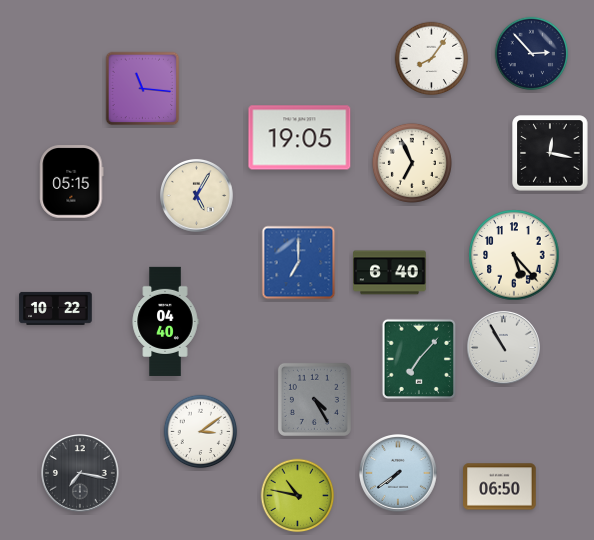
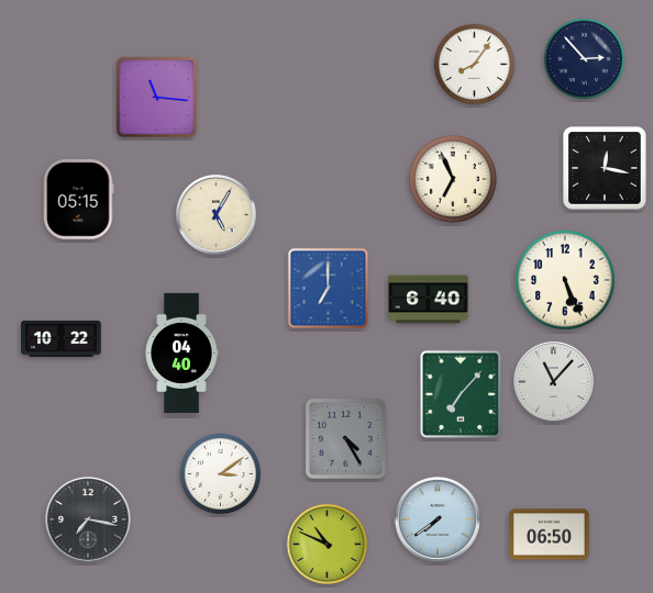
clock at (300, 138): 19:05 -> none
clock at (514, 255): 5:23 -> 5:26
clock at (503, 347): 10:55 -> 11:07
clock at (298, 496): 10:47 -> 10:49
